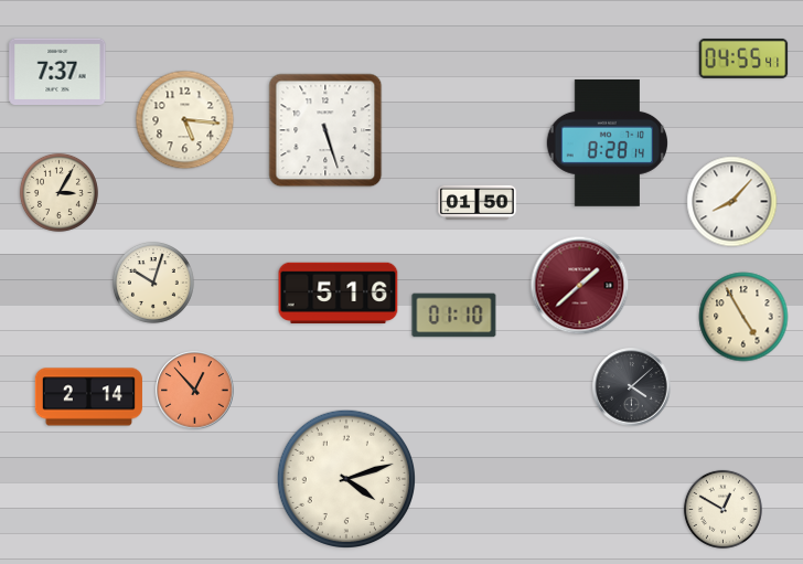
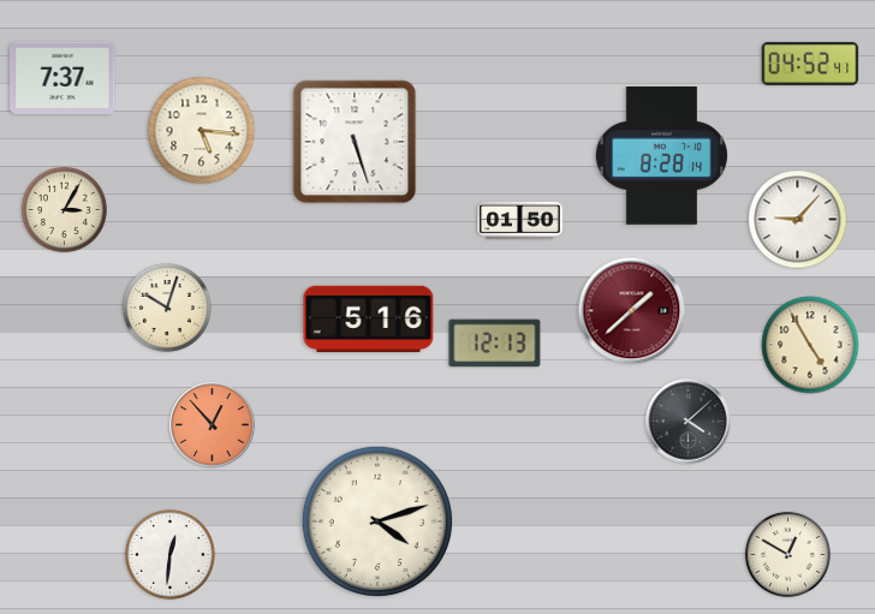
clock at (743, 58): 04:55 -> 04:52
clock at (732, 202): 8:07 -> 9:07
clock at (454, 316): 01:10 -> 12:13
clock at (88, 397): 2:14 -> none
clock at (171, 555): none -> 12:31
